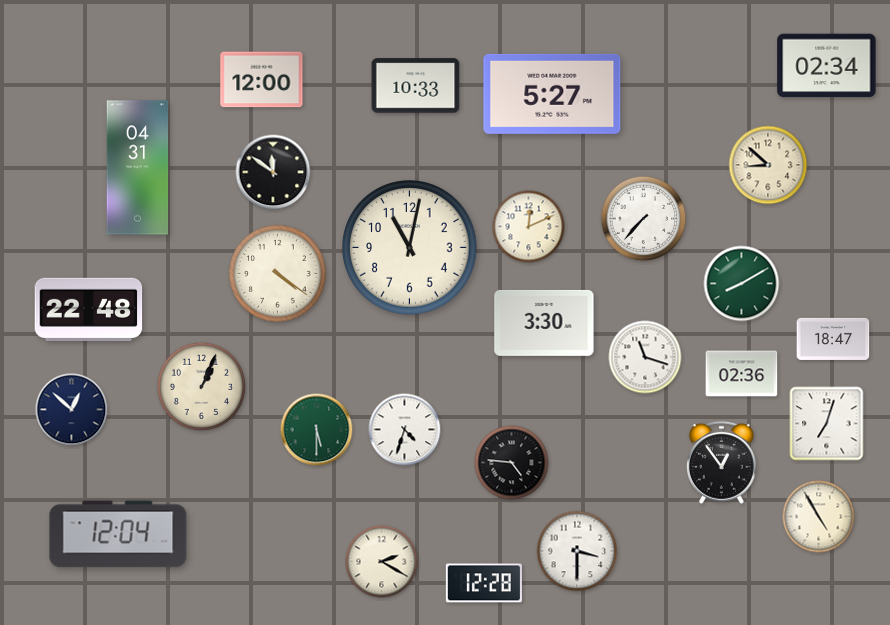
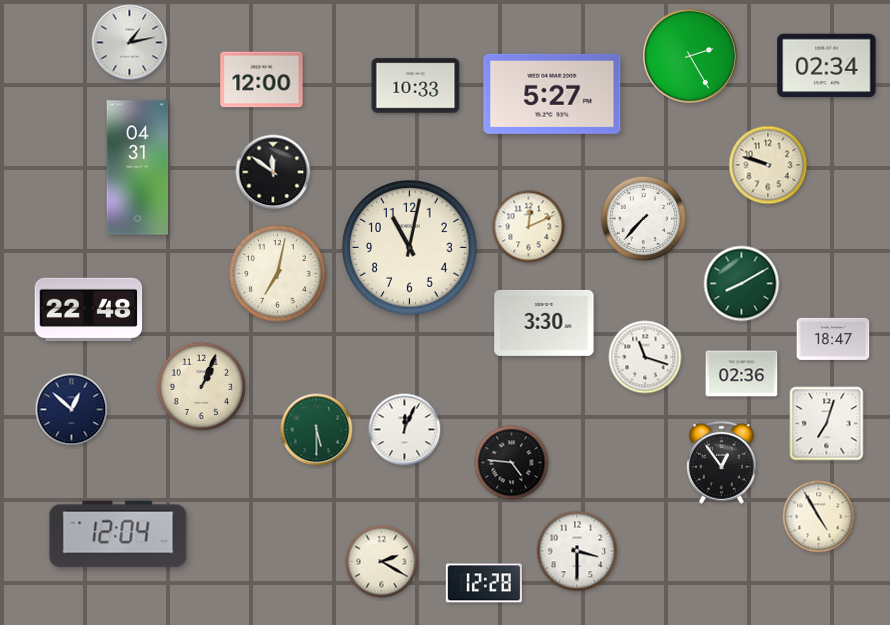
clock at (130, 43): none -> 1:13
clock at (690, 56): none -> 2:25
clock at (768, 165): 8:52 -> 9:48
clock at (278, 274): 4:21 -> 7:02
clock at (405, 430): 4:33 -> 12:04
